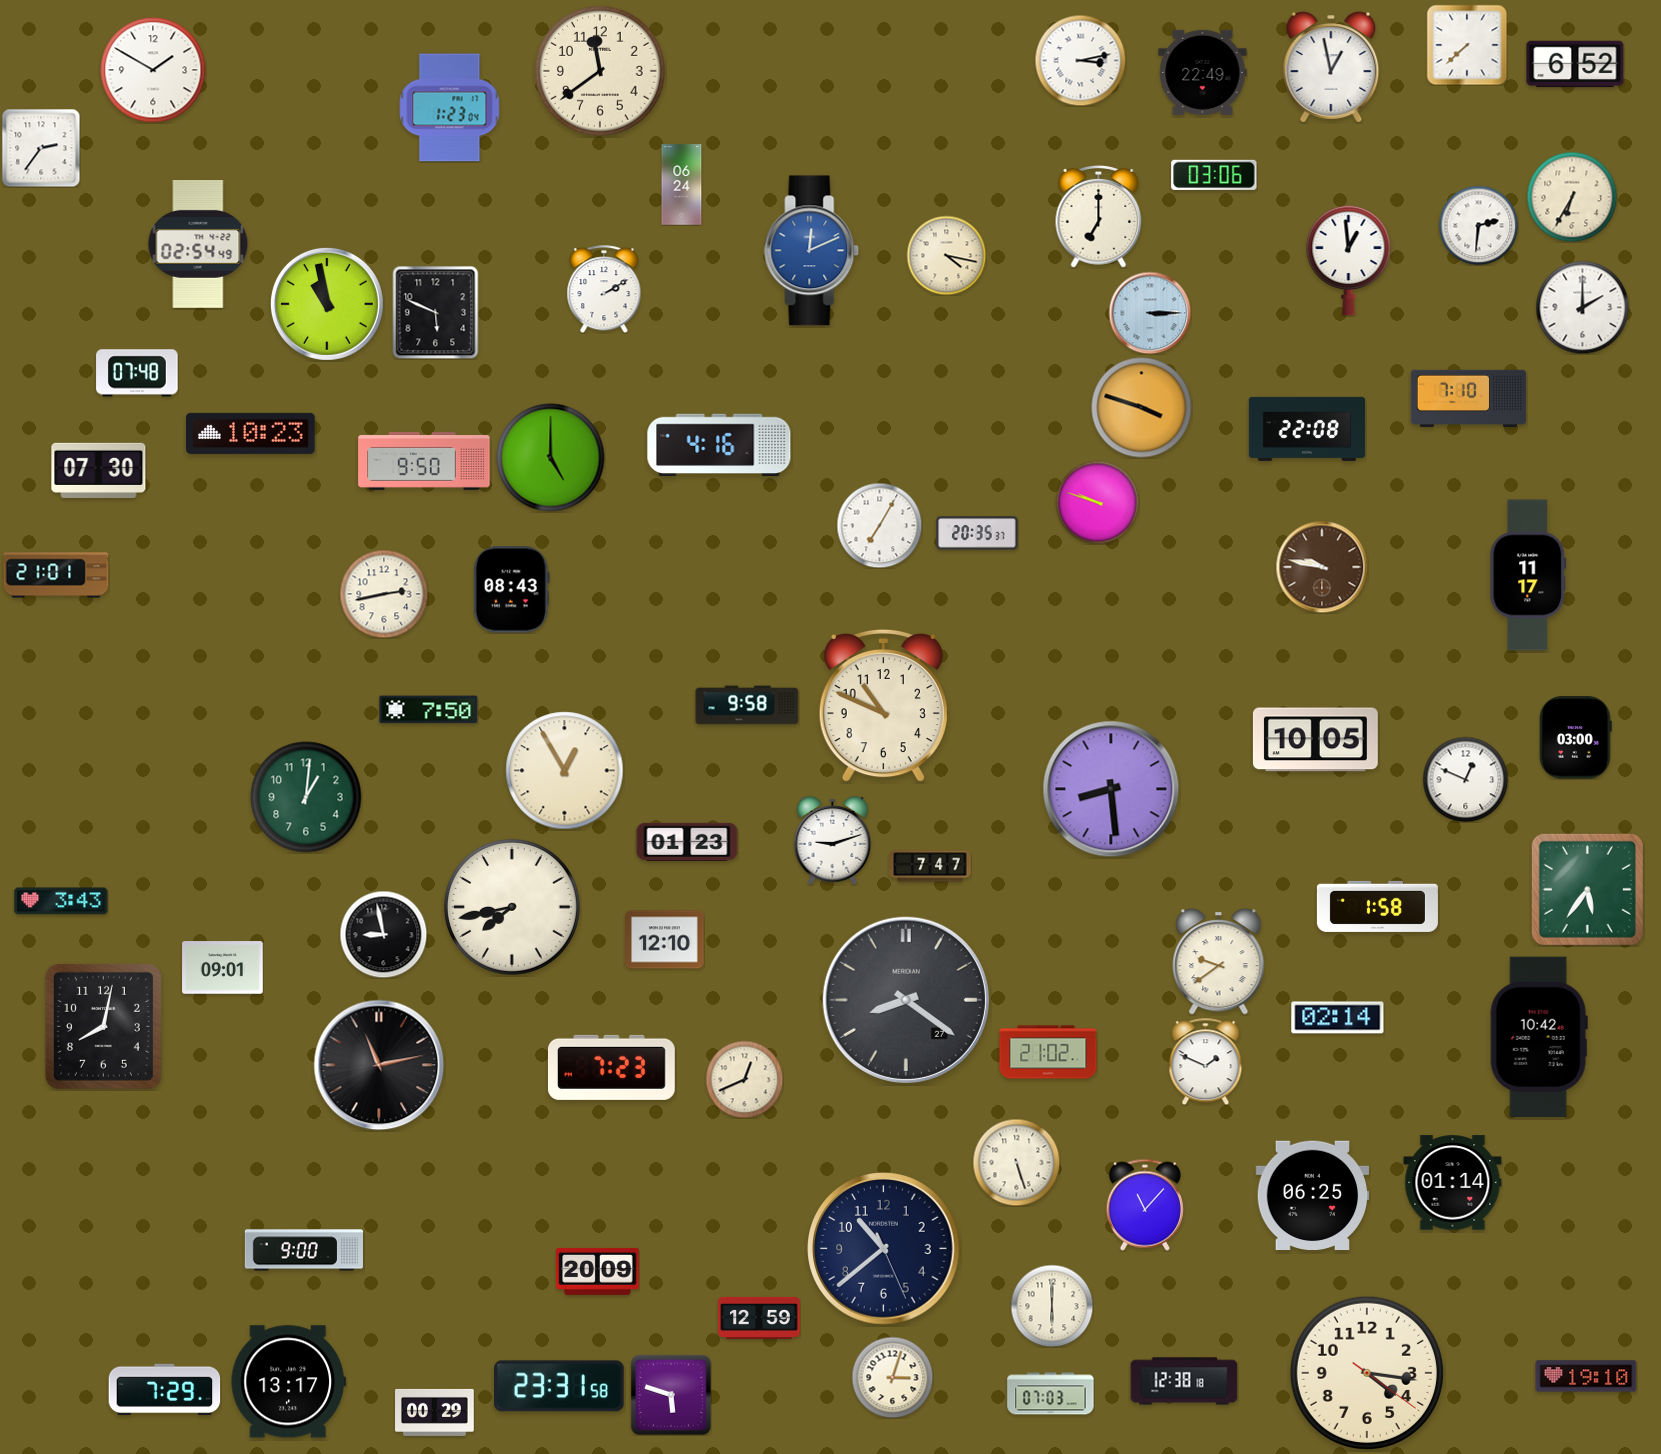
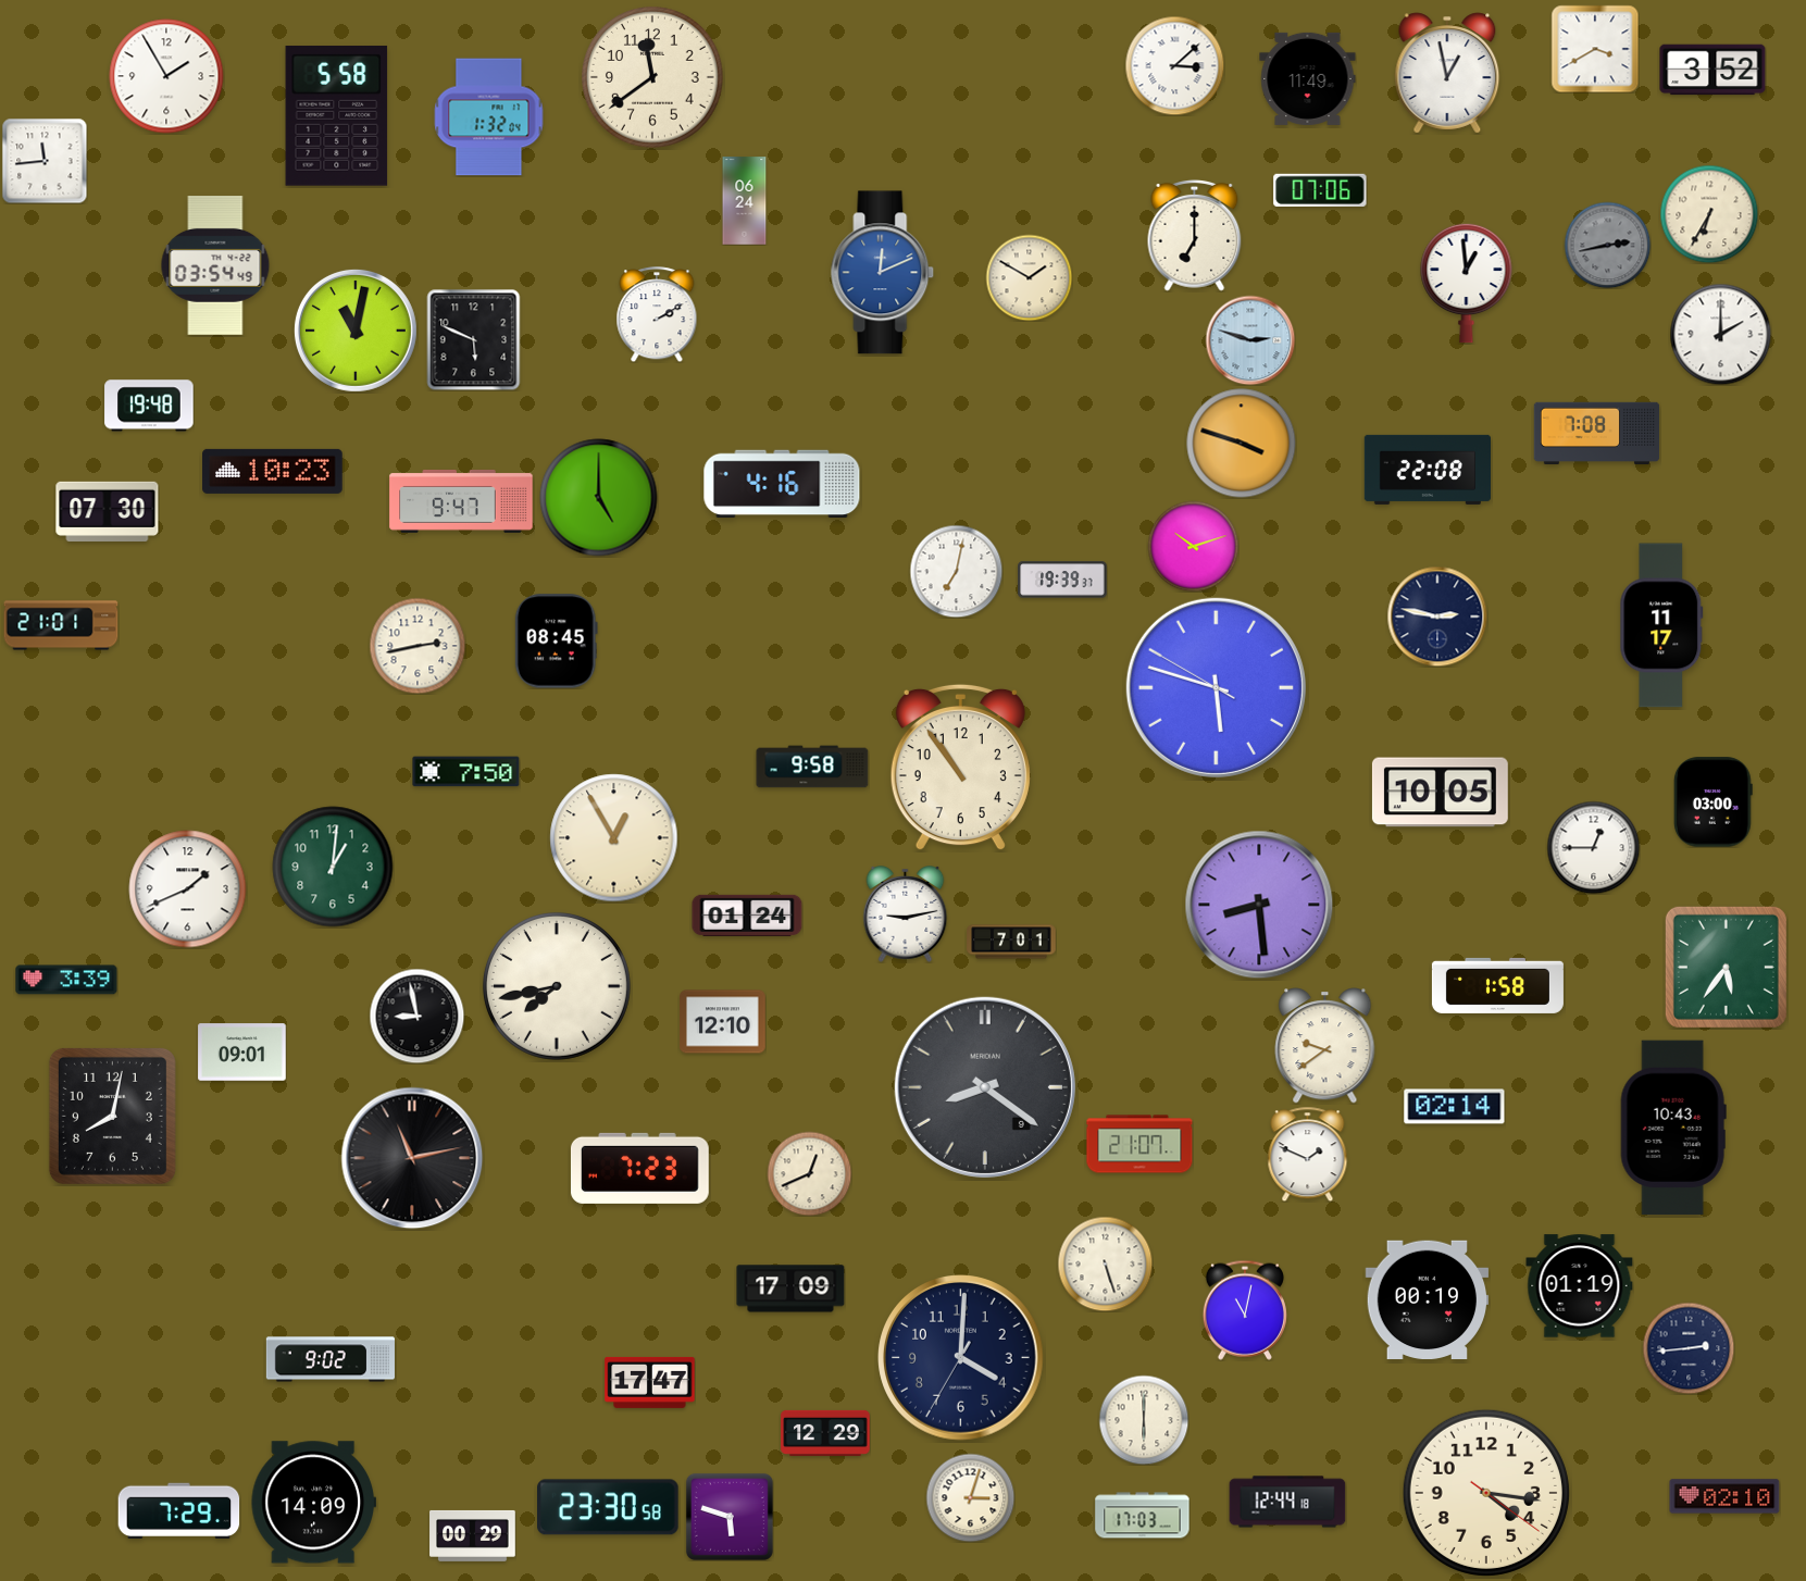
clock at (1467, 45): 7:38 -> 3:40
clock at (1080, 60): 3:13 -> 3:08
clock at (1575, 64): 6:52 -> 3:52
clock at (153, 70): 1:50 -> 1:55
clock at (1203, 72): 22:49 -> 11:49
clock at (337, 115): none -> 5:58
clock at (450, 108): 1:23 -> 1:32
clock at (41, 148): 2:36 -> 11:44
clock at (1214, 175): 03:06 -> 07:06
clock at (682, 185) position: (682, 185) -> (745, 201)
clock at (1478, 225): 2:31 -> 2:43
clock at (1478, 225) dial: white -> grey
clock at (198, 245): 02:54 -> 03:54
clock at (946, 255): 4:17 -> 1:50
clock at (327, 304): 10:58 -> 11:02
clock at (1150, 313): 3:15 -> 2:48
clock at (137, 373): 07:48 -> 19:48
clock at (1469, 399): 7:10 -> 7:08
clock at (1306, 429) position: (1306, 429) -> (1427, 470)
clock at (424, 461): 9:50 -> 9:47
clock at (1097, 502): 9:48 -> 10:12
clock at (879, 525): 7:05 -> 7:02
clock at (977, 533): 20:35 -> 19:39
clock at (1322, 567): 9:47 -> 2:47
clock at (1322, 567) dial: brown -> navy
clock at (511, 590): 08:43 -> 08:45
clock at (1216, 687): none -> 5:47
clock at (883, 706): 10:49 -> 10:54
clock at (1315, 740) position: (1315, 740) -> (1440, 793)
clock at (1465, 779): 12:49 -> 12:45
clock at (1111, 789) position: (1111, 789) -> (1259, 905)
clock at (188, 889): none -> 1:41
clock at (687, 841): 01:23 -> 01:24
clock at (833, 841): 9:12 -> 9:13
clock at (930, 866): 7:47 -> 7:01
clock at (61, 901): 3:43 -> 3:39
clock at (906, 1000) date: 27 -> 9
clock at (1539, 1037): 10:42 -> 10:43
clock at (1048, 1052): 21:02 -> 21:07
clock at (1206, 1061) position: (1206, 1061) -> (1308, 1154)
clock at (611, 1067) position: (611, 1067) -> (639, 1168)
clock at (1453, 1183): 01:14 -> 01:19
clock at (790, 1289): none -> 17:09
clock at (1313, 1196): 06:25 -> 00:19
clock at (1145, 1205): 11:07 -> 11:02
clock at (1689, 1348): none -> 2:44
clock at (884, 1249): 10:38 -> 4:00
clock at (304, 1250): 9:00 -> 9:02
clock at (598, 1271): 20:09 -> 17:47
clock at (759, 1318): 12:59 -> 12:29
clock at (1586, 1376): 19:10 -> 02:10
clock at (1184, 1381): 12:38 -> 12:44
clock at (288, 1382): 13:17 -> 14:09
clock at (559, 1386): 23:31 -> 23:30
clock at (1051, 1394): 07:03 -> 17:03
